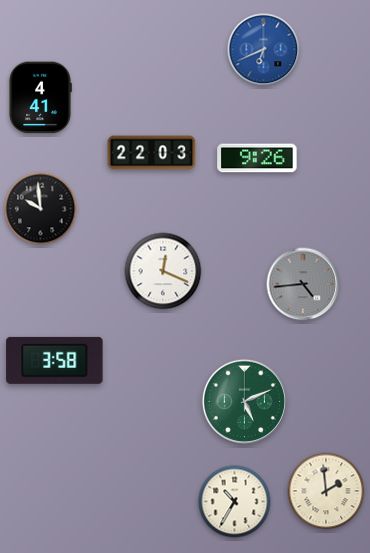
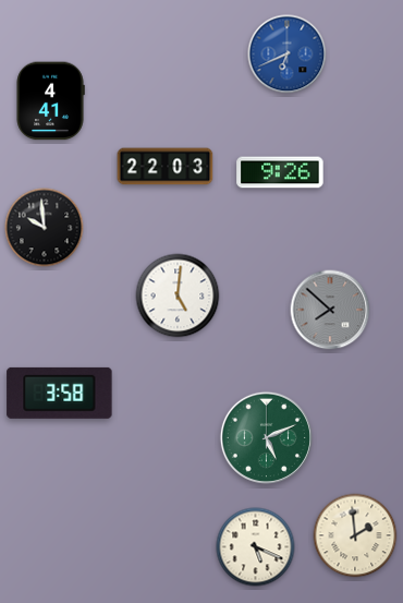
clock at (40, 98) position: (40, 98) -> (50, 101)
clock at (163, 271): 12:19 -> 5:01
clock at (303, 284): 4:44 -> 7:52
clock at (235, 502): 10:35 -> 5:19
